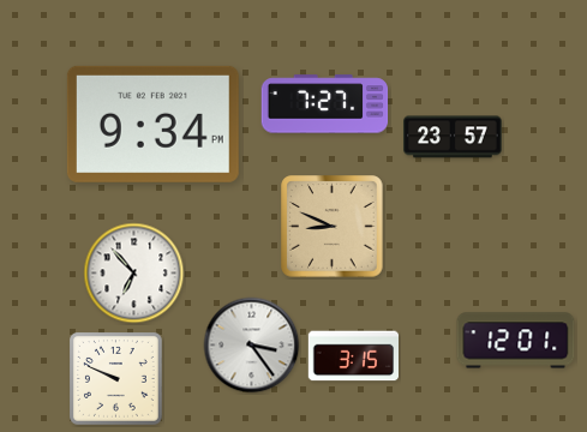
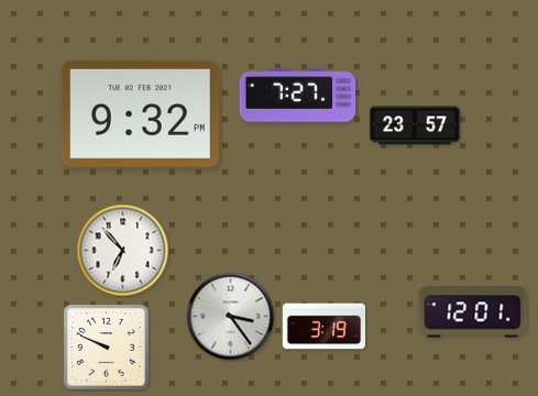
clock at (152, 124): 9:34 -> 9:32
clock at (333, 227): 8:49 -> none
clock at (353, 356): 3:15 -> 3:19
